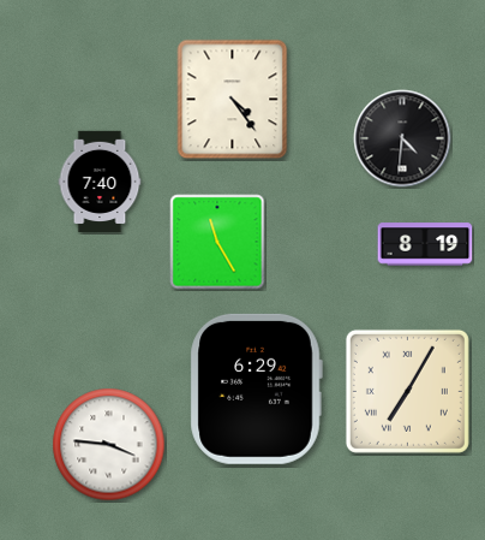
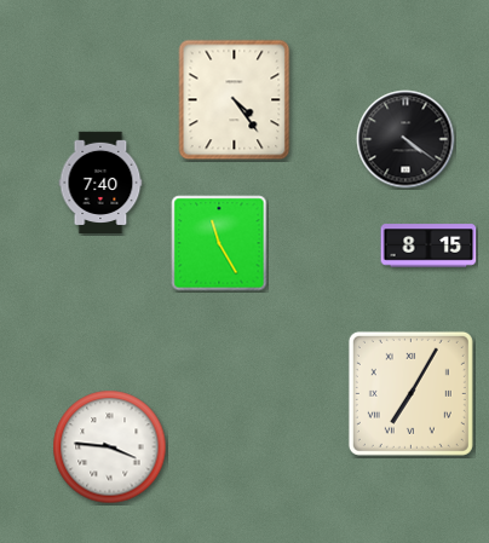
clock at (402, 138): 4:31 -> 4:21
clock at (425, 244): 8:19 -> 8:15
clock at (256, 388): 6:29 -> none
